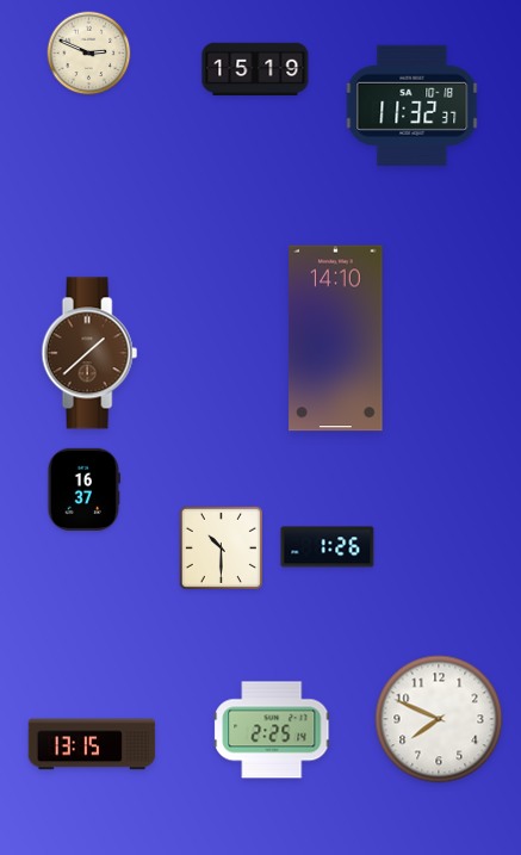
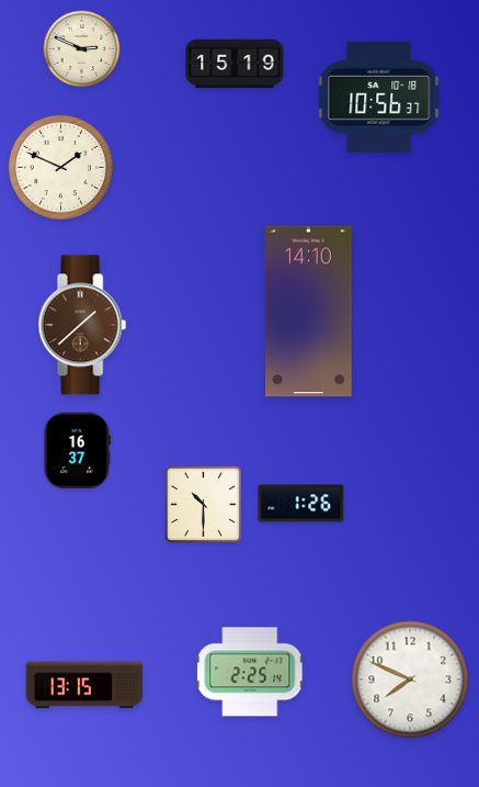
clock at (413, 105): 11:32 -> 10:56
clock at (60, 167): none -> 1:49
clock at (439, 719) position: (439, 719) -> (410, 679)
